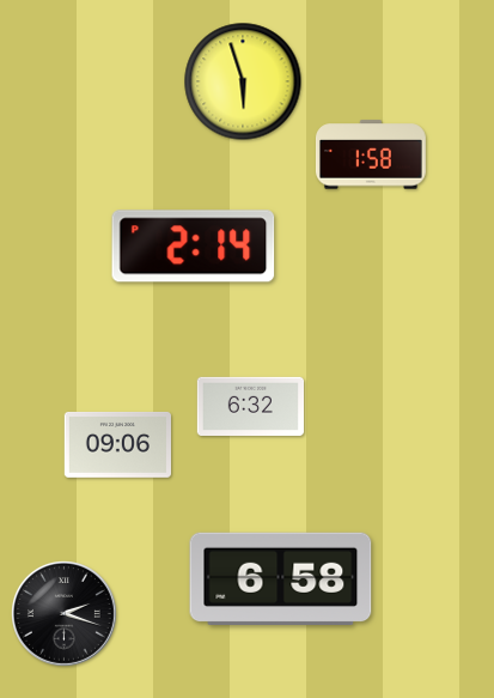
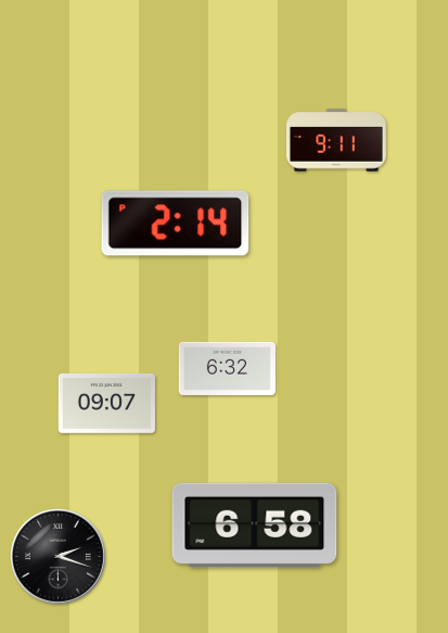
clock at (243, 81): 5:57 -> none
clock at (371, 154): 1:58 -> 9:11
clock at (117, 444): 09:06 -> 09:07
